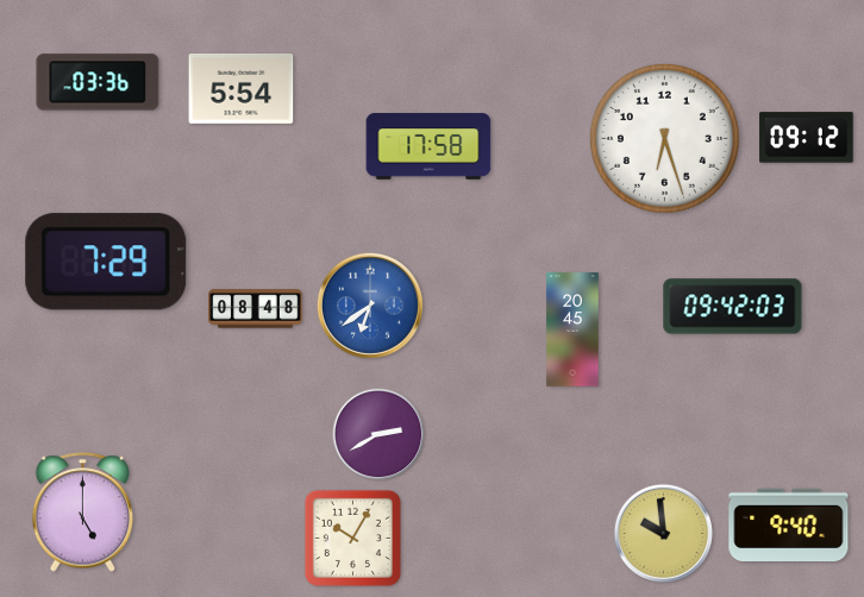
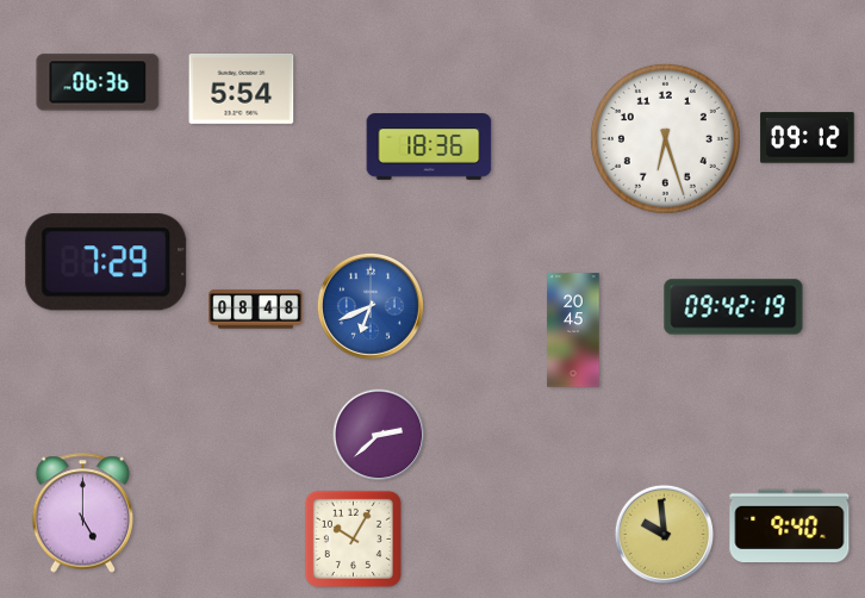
clock at (98, 82): 03:36 -> 06:36
clock at (428, 146): 17:58 -> 18:36
clock at (370, 306): 6:39 -> 6:41
clock at (733, 307): 09:42:03 -> 09:42:19
clock at (378, 434): 2:40 -> 2:38
